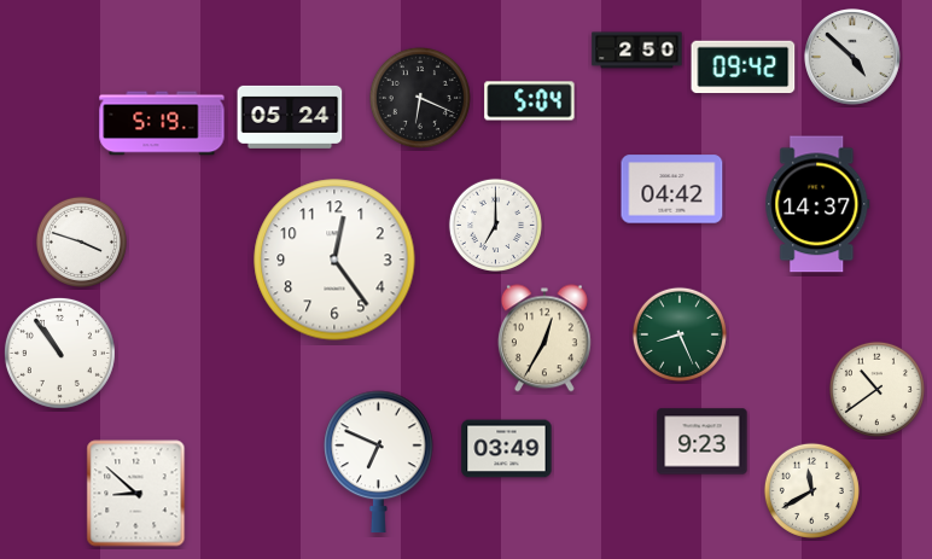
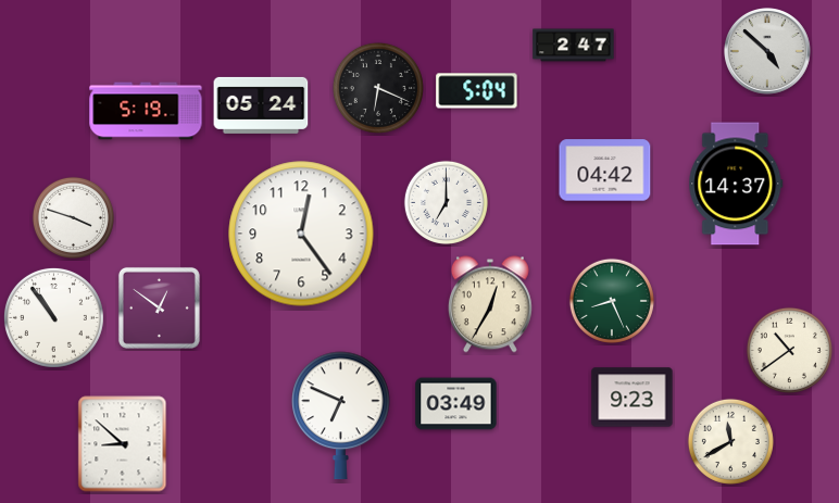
clock at (637, 51): 2:50 -> 2:47
clock at (744, 68): 09:42 -> none
clock at (159, 307): none -> 12:51
